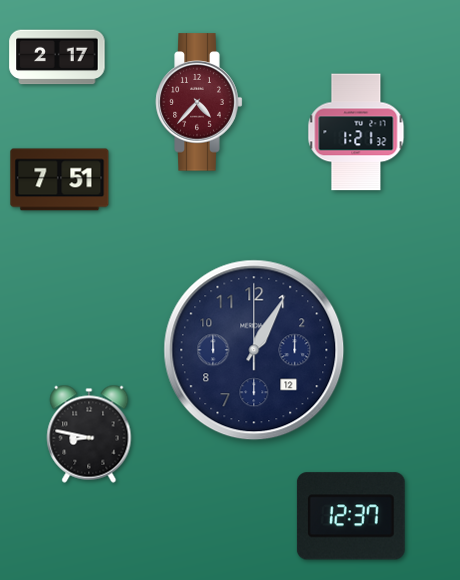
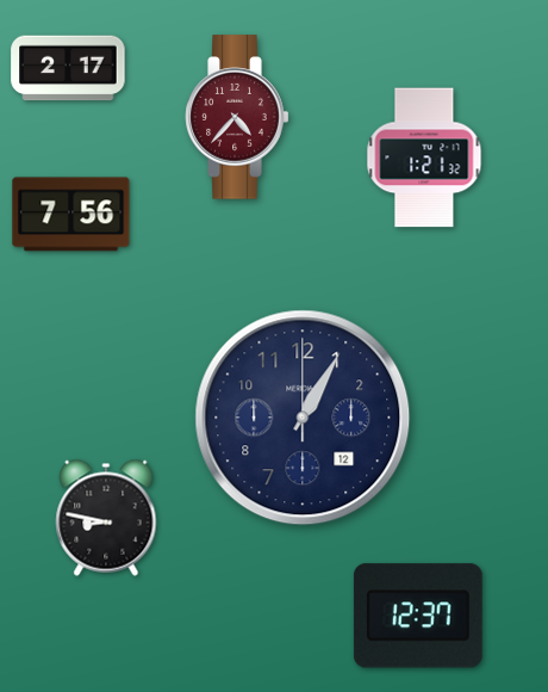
clock at (199, 102) position: (199, 102) -> (237, 117)
clock at (60, 180): 7:51 -> 7:56
